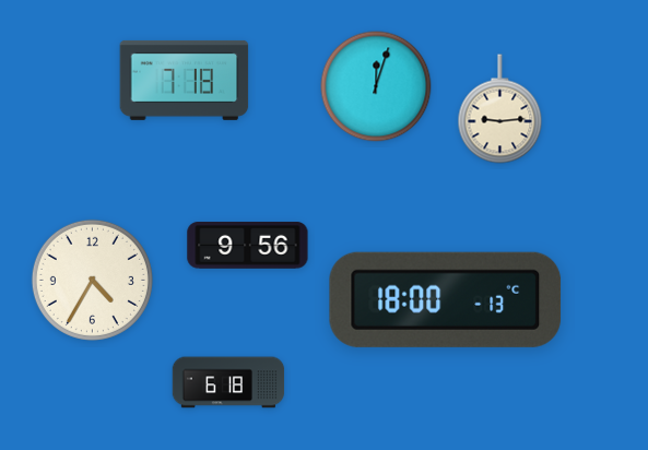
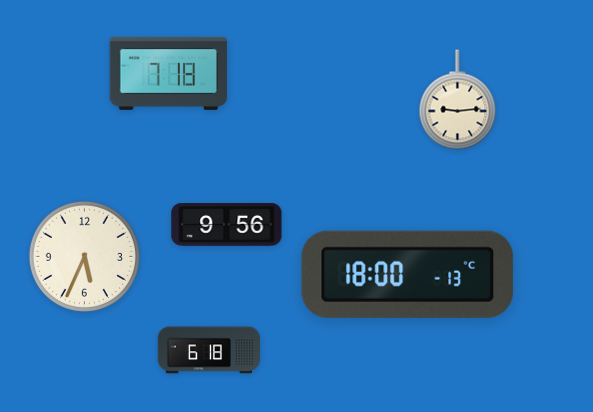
clock at (376, 86): 12:03 -> none
clock at (92, 280): 4:35 -> 5:34
